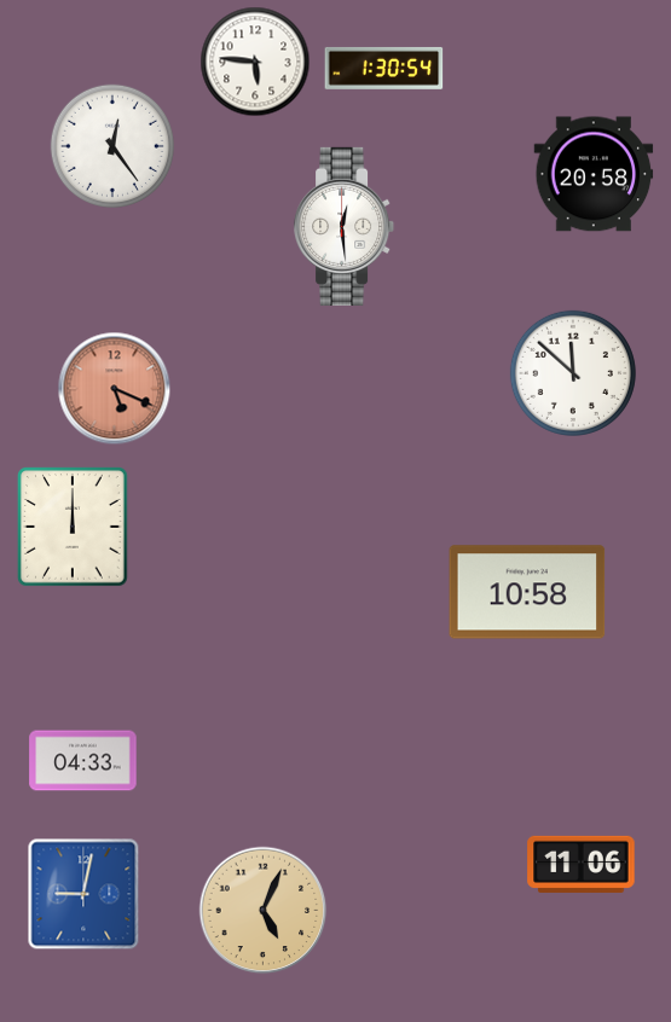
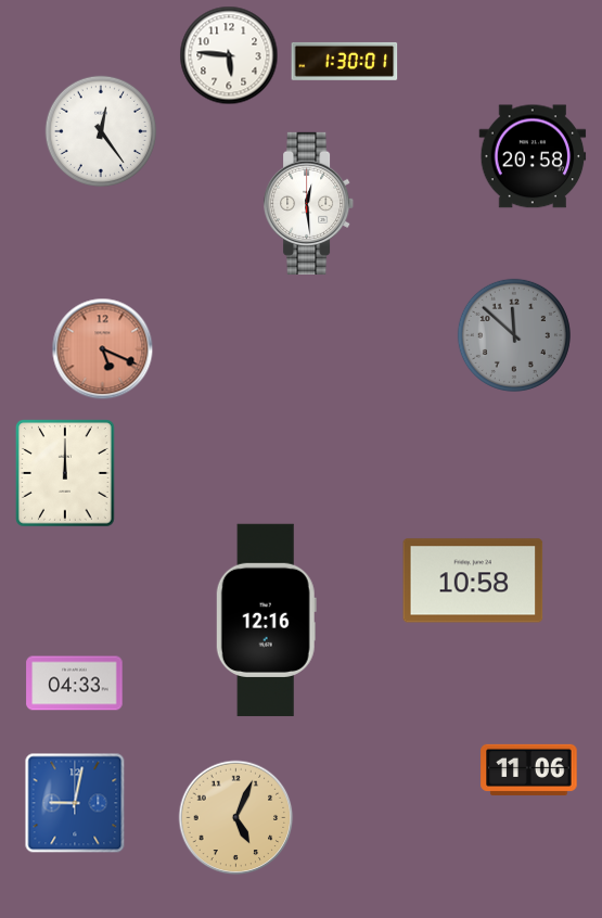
clock at (384, 68): 1:30:54 -> 1:30:01
clock at (573, 373) dial: white -> grey
clock at (527, 592) position: (527, 592) -> (473, 581)
clock at (266, 620): none -> 12:16
clock at (582, 864) position: (582, 864) -> (529, 769)
